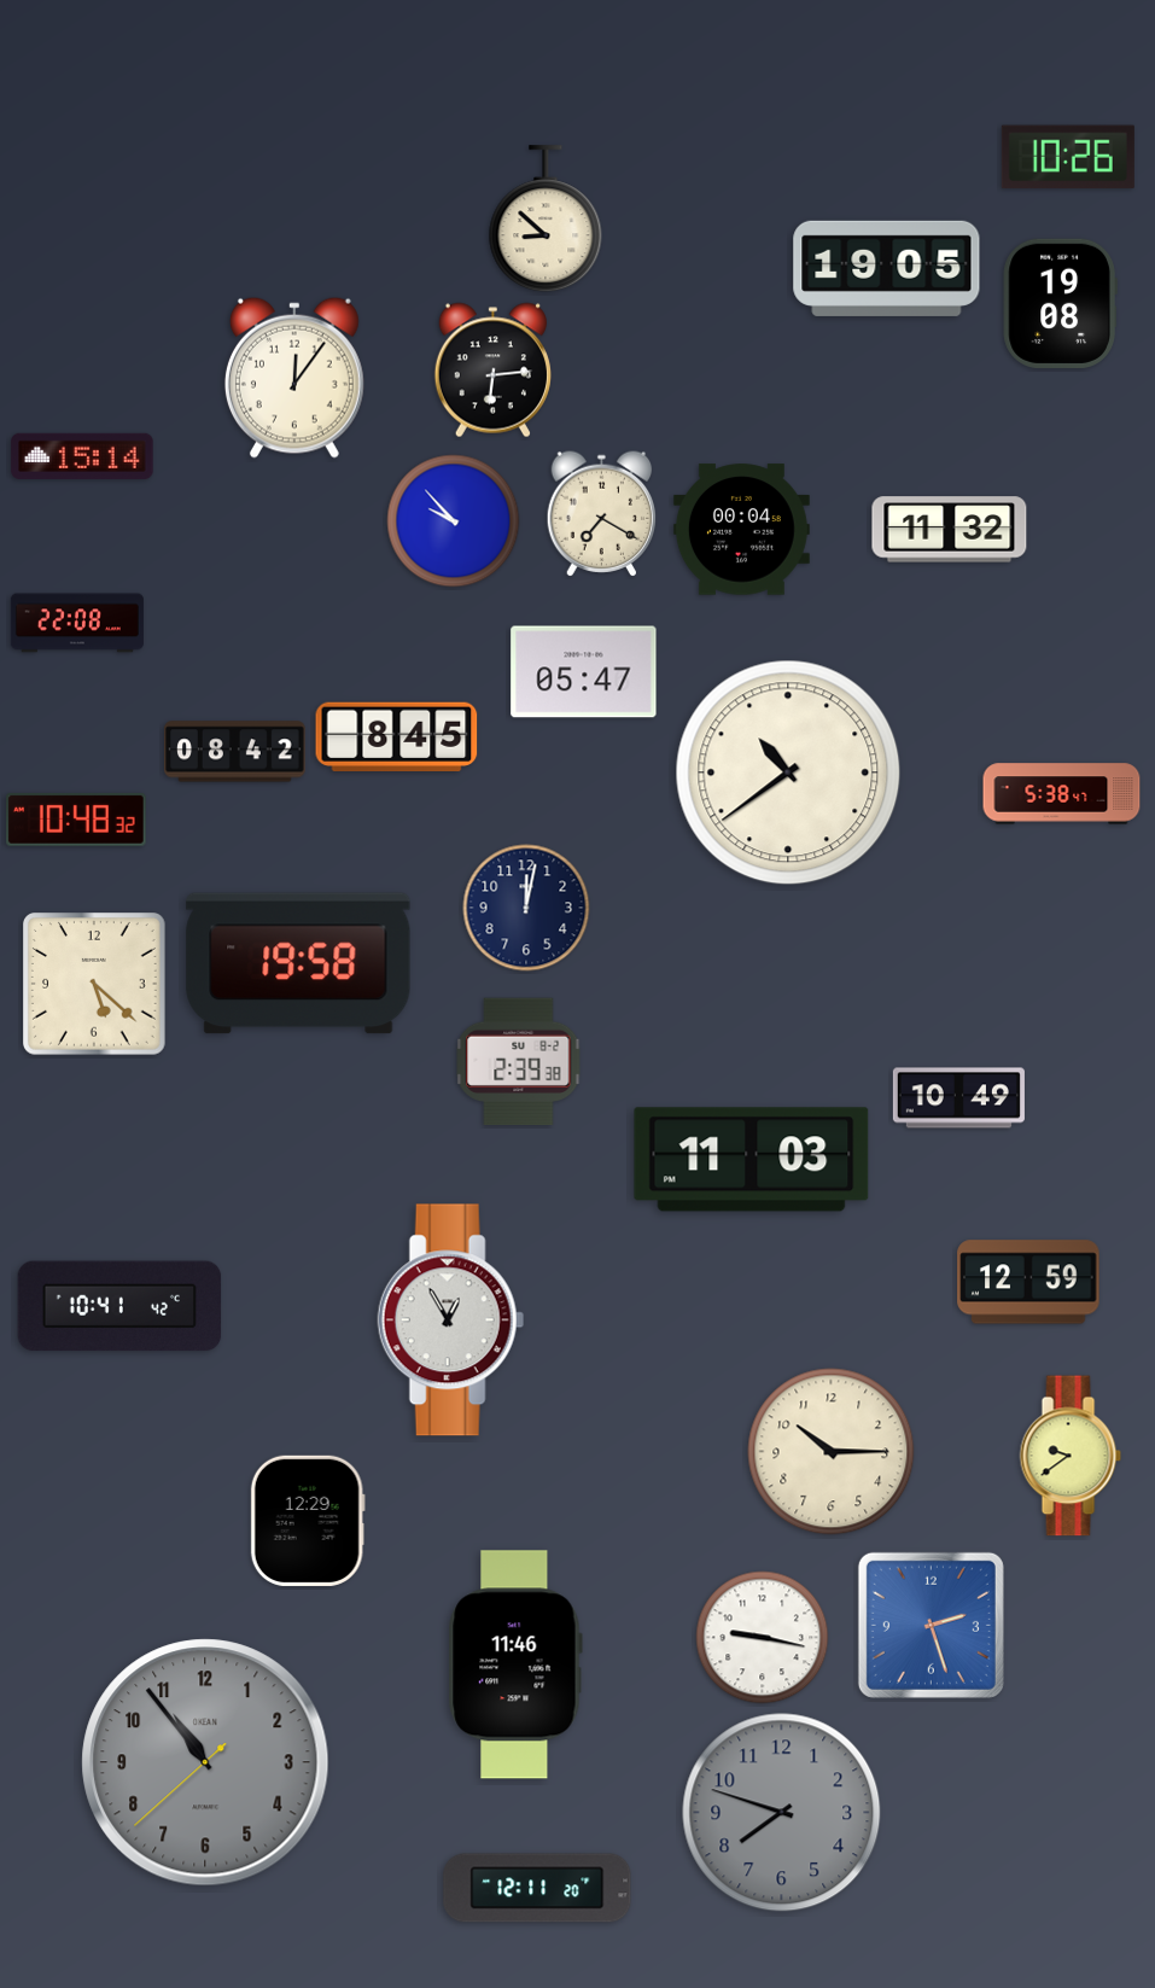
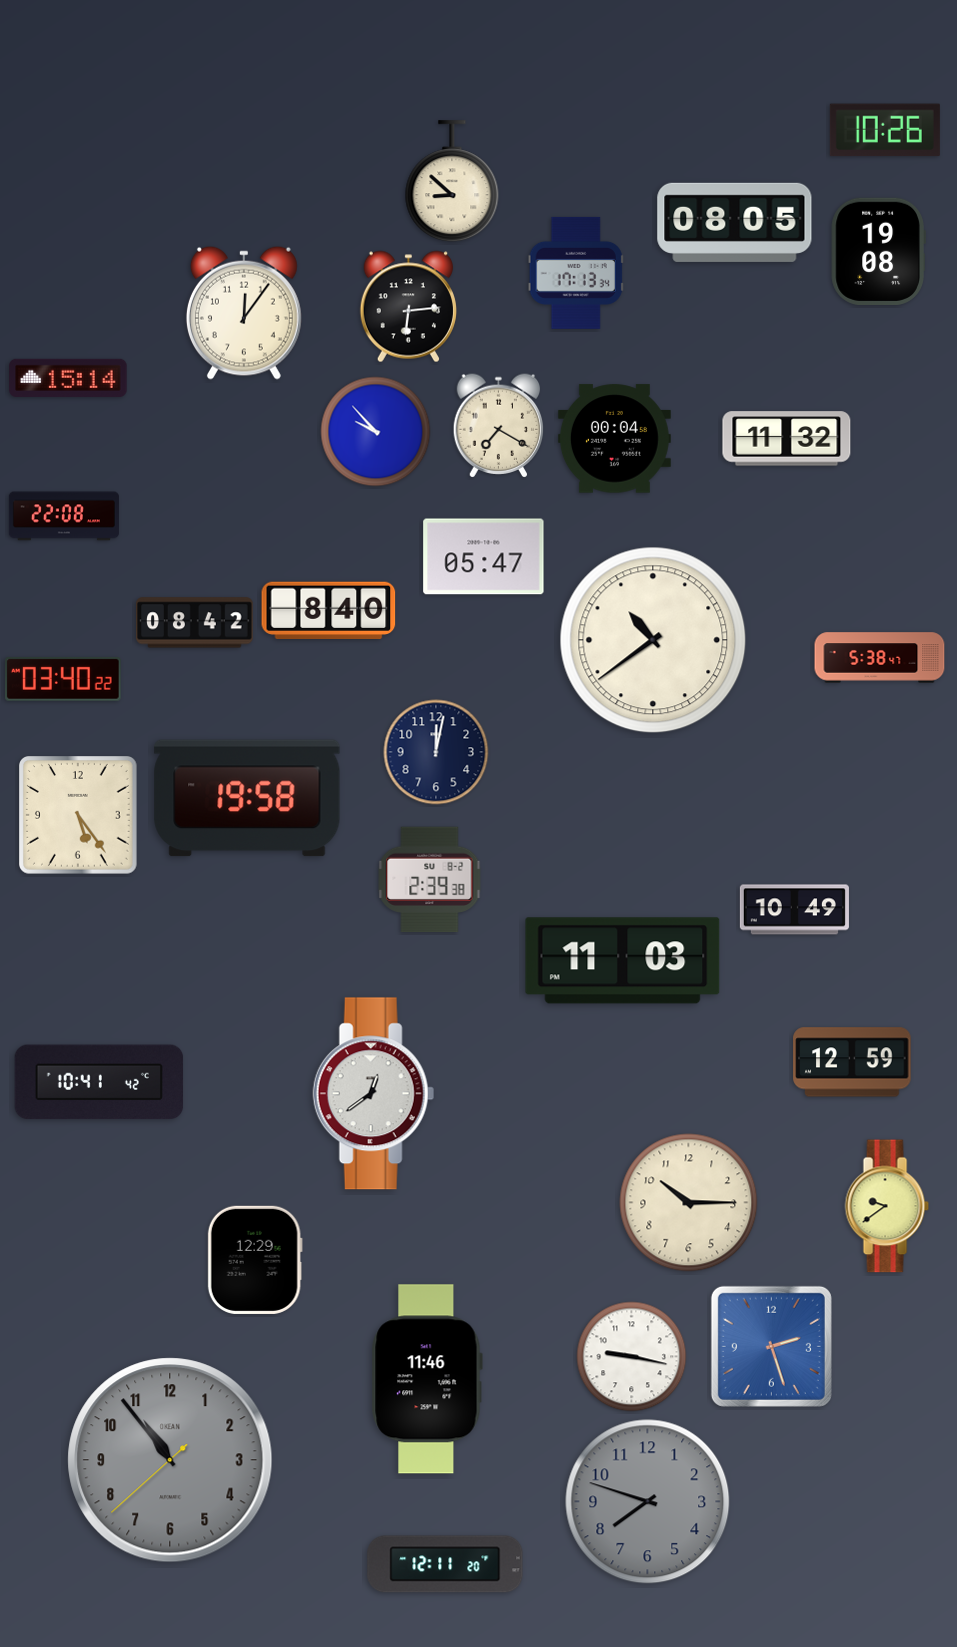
clock at (887, 268): 19:05 -> 08:05
clock at (576, 273): none -> 17:13
clock at (397, 738): 8:45 -> 8:40
clock at (77, 820): 10:48 -> 03:40
clock at (95, 985): 5:22 -> 5:24
clock at (450, 1321): 12:55 -> 12:39
